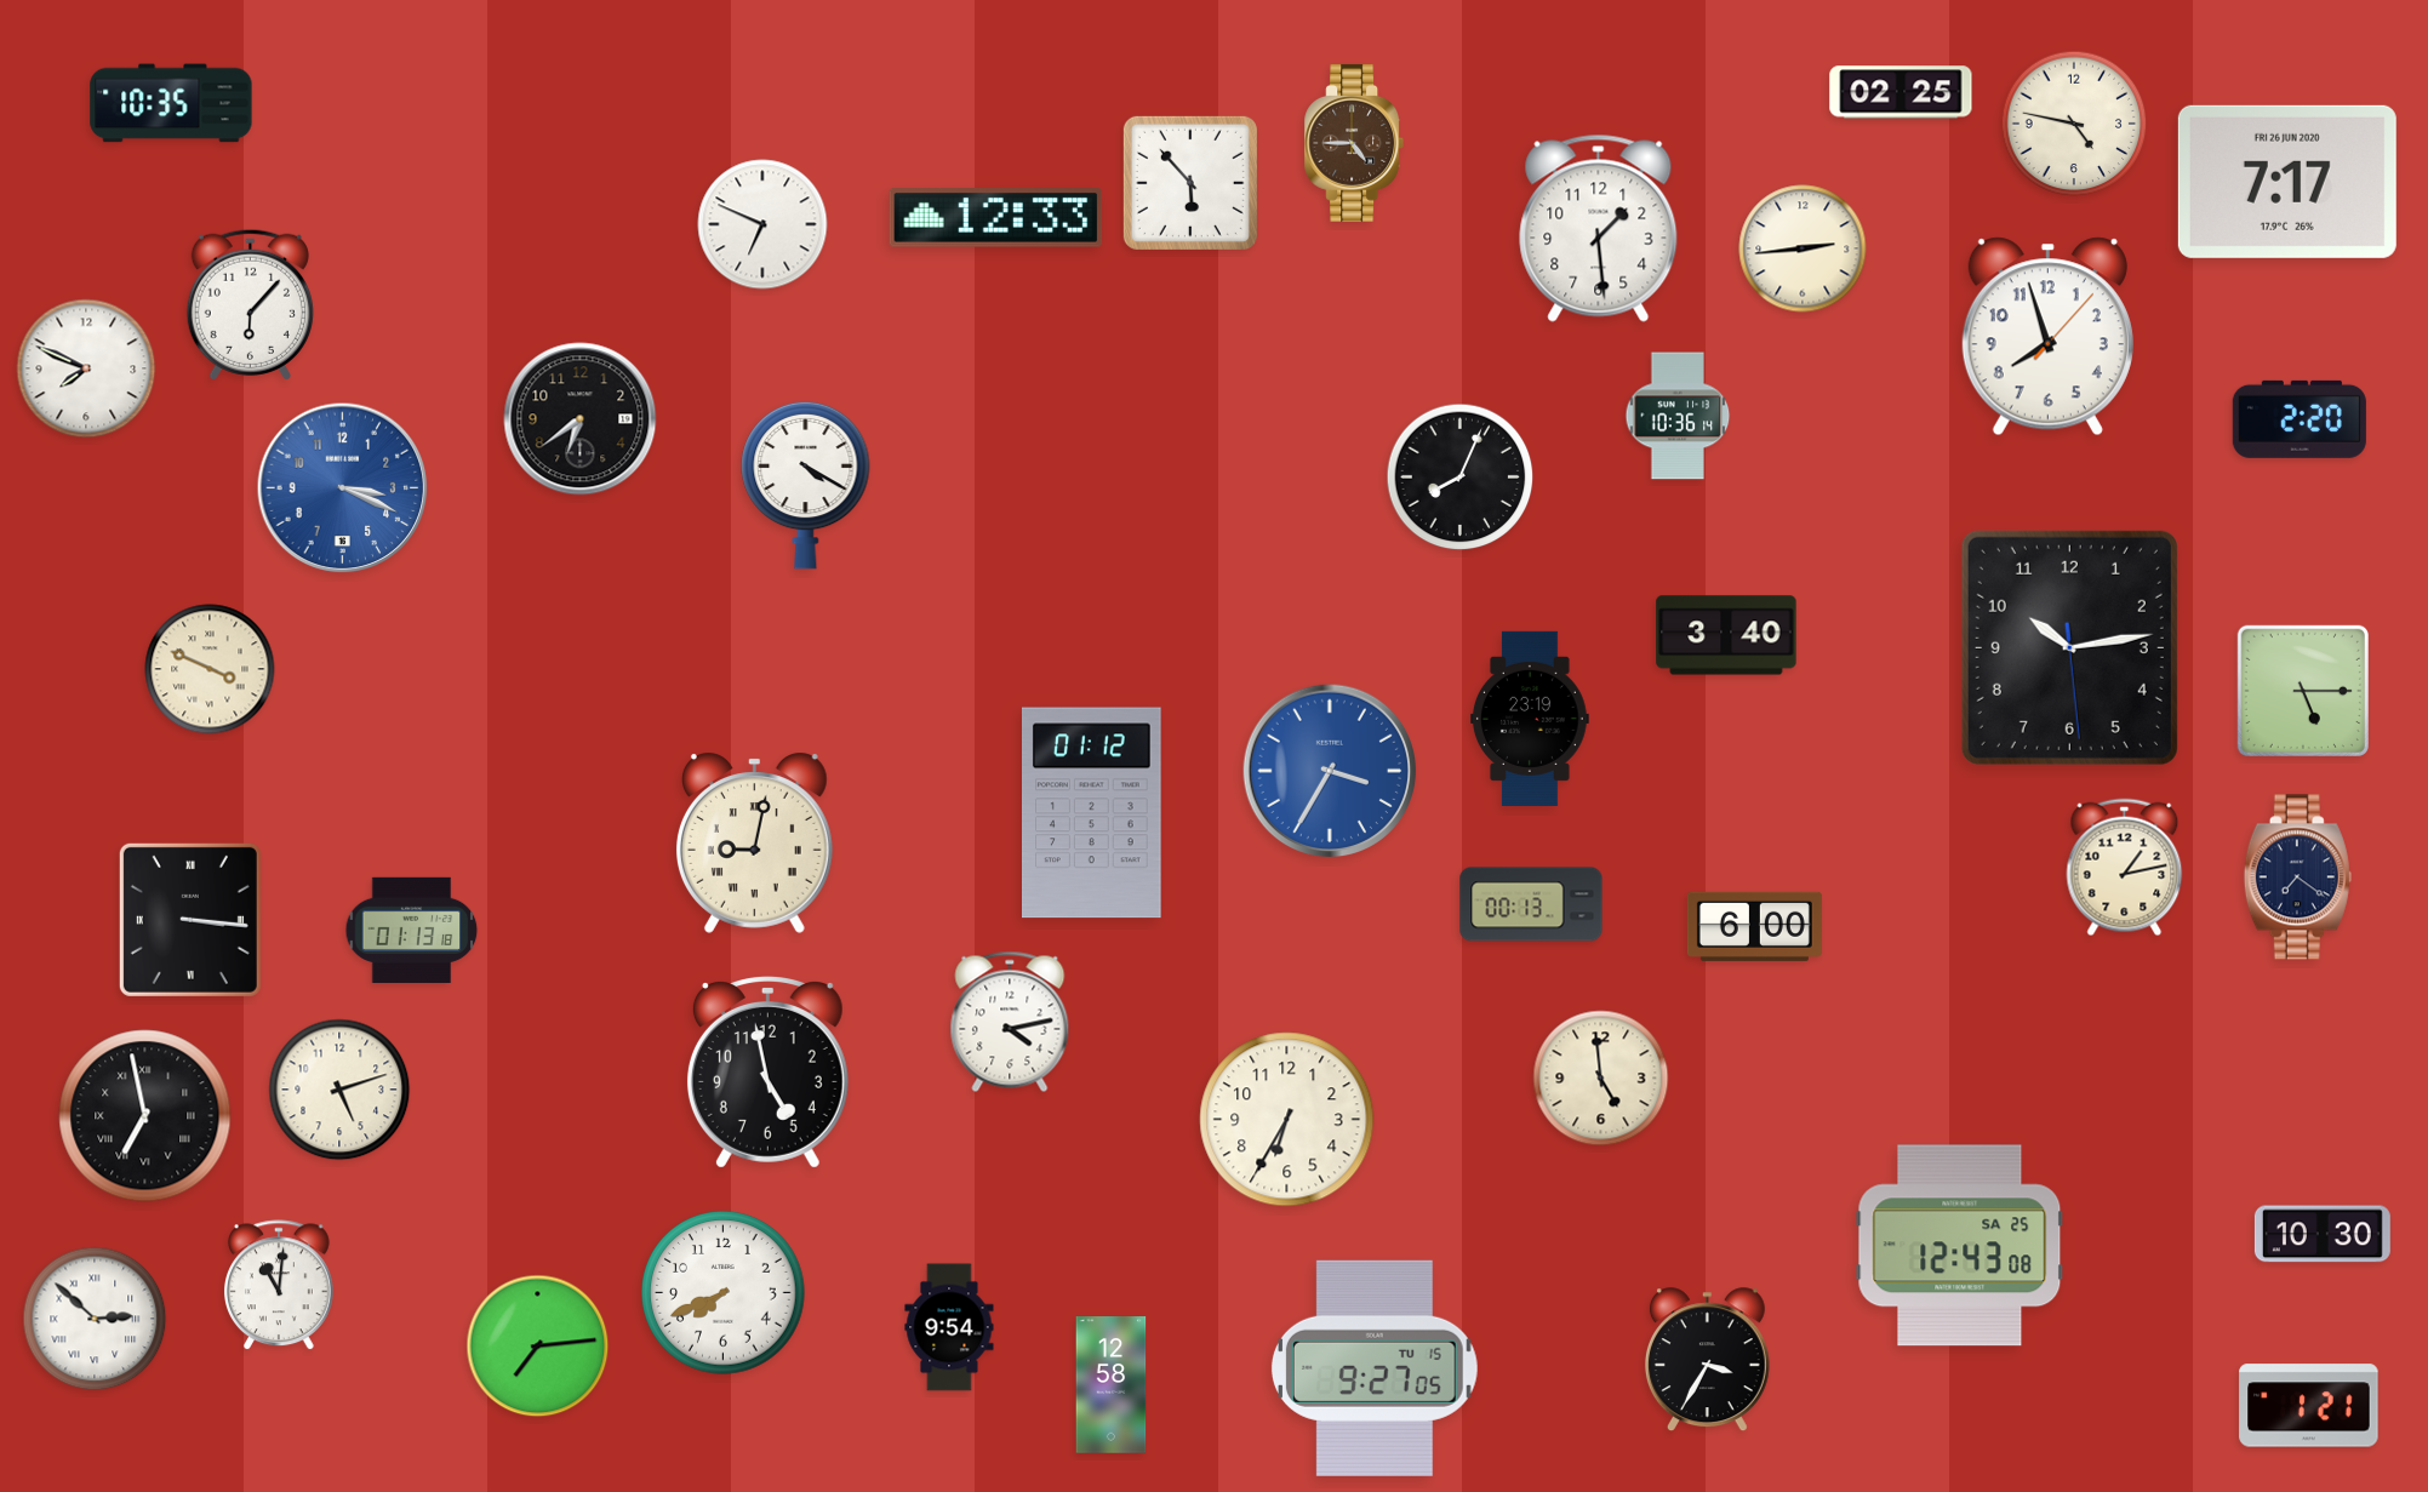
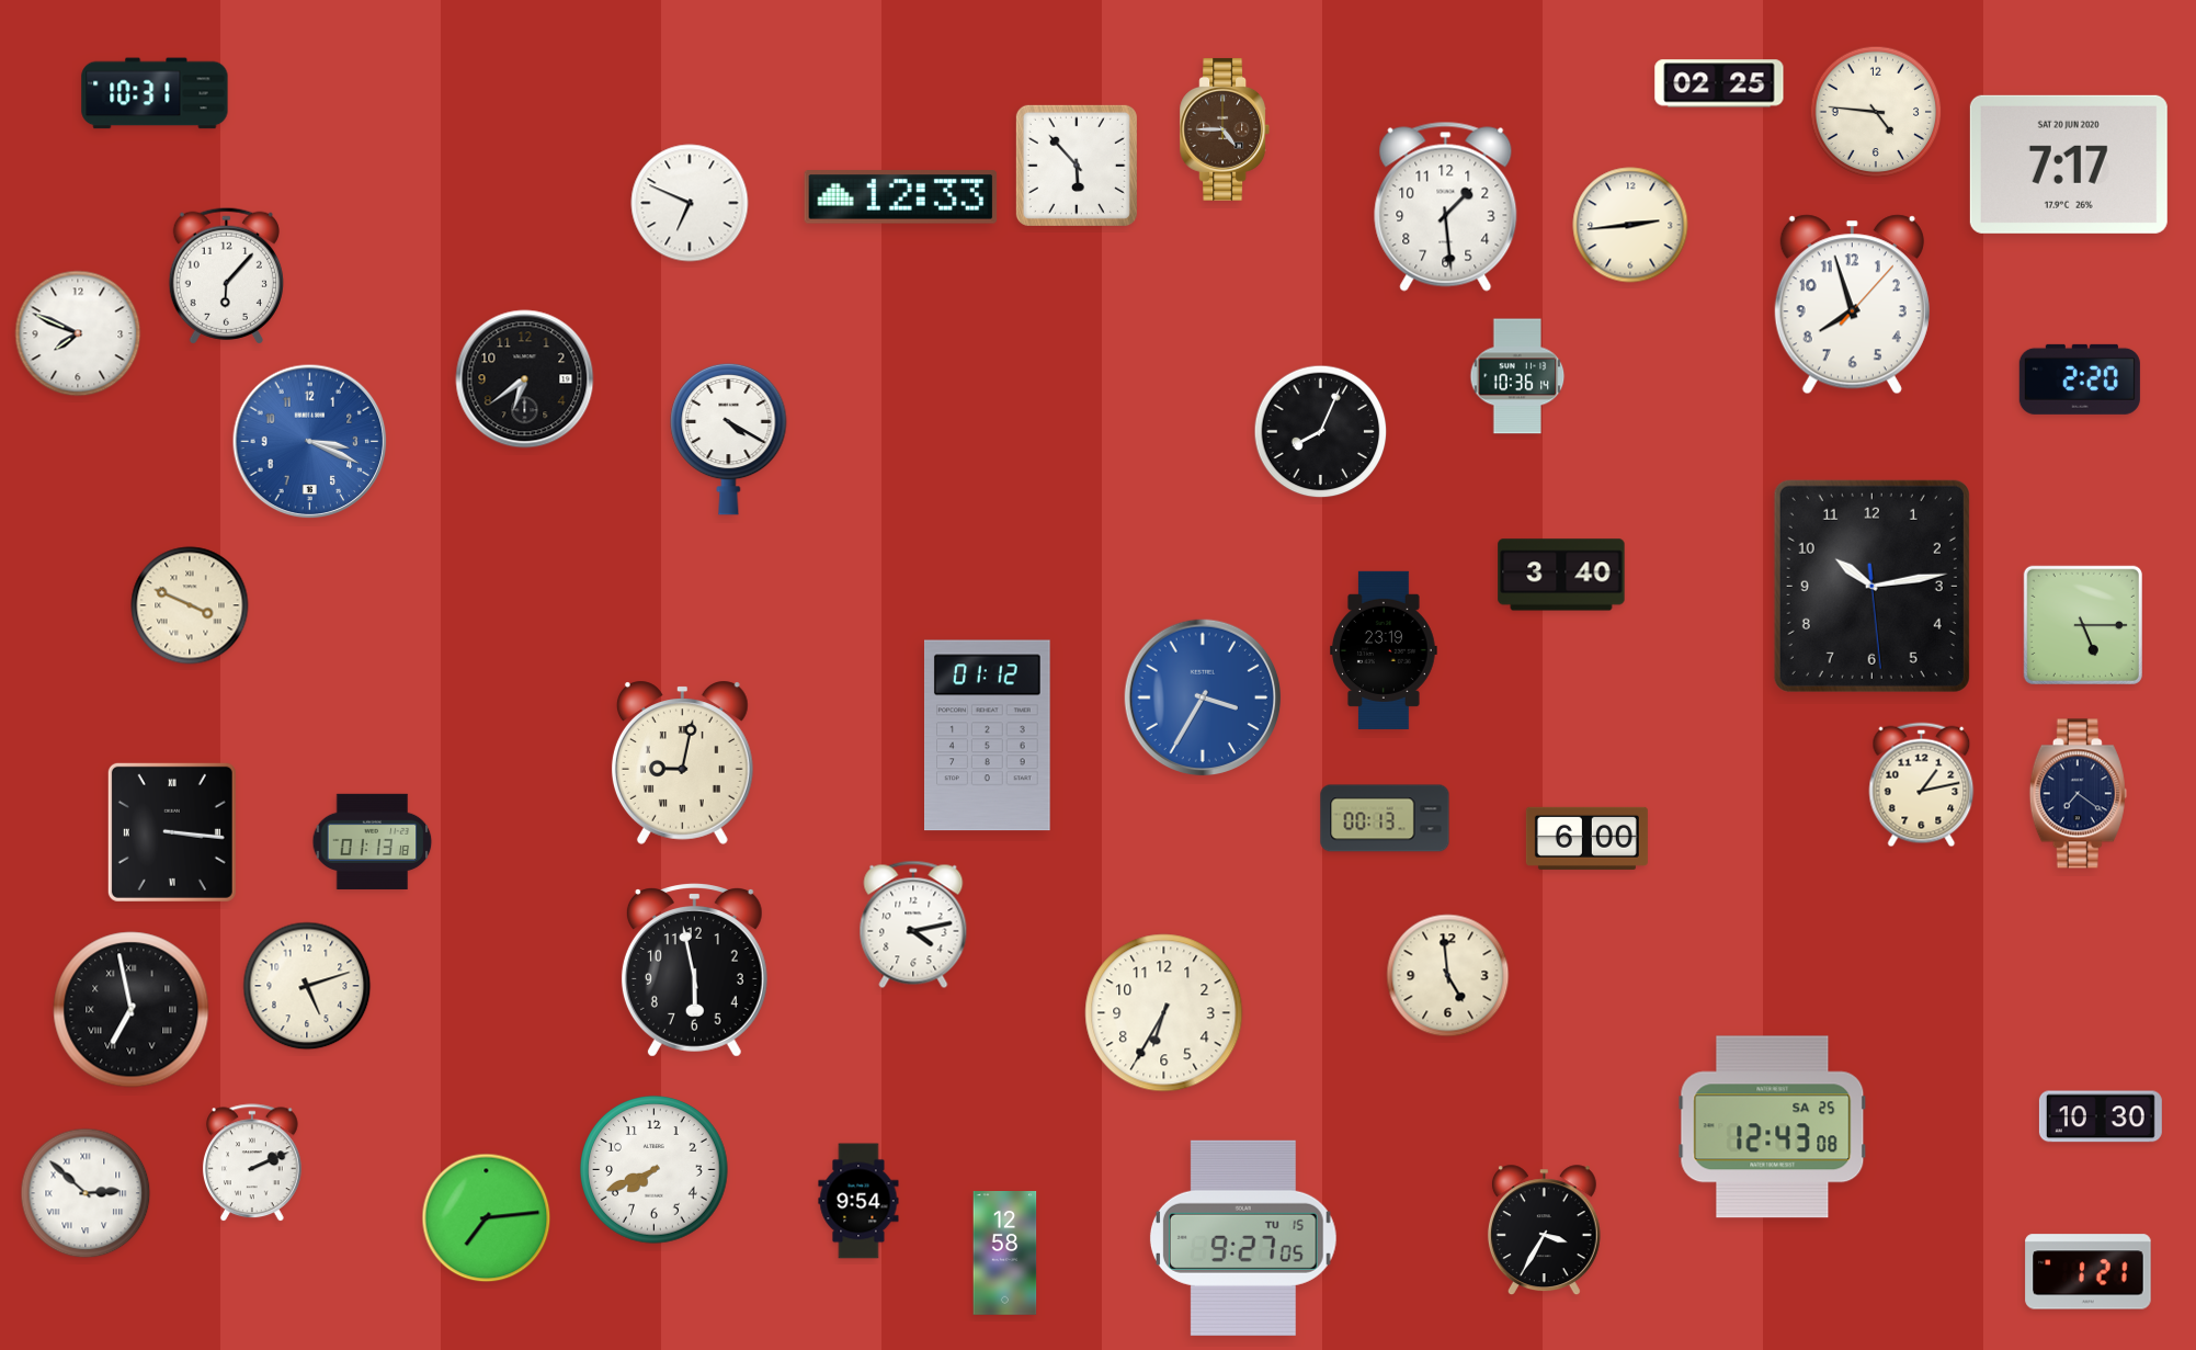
clock at (171, 103): 10:35 -> 10:31
clock at (2074, 124): 4:47 -> 4:46
clock at (2287, 182) date: FRI 26 JUN 2020 -> SAT 20 JUN 2020
clock at (767, 1073): 4:58 -> 5:58
clock at (279, 1286): 11:01 -> 2:11
